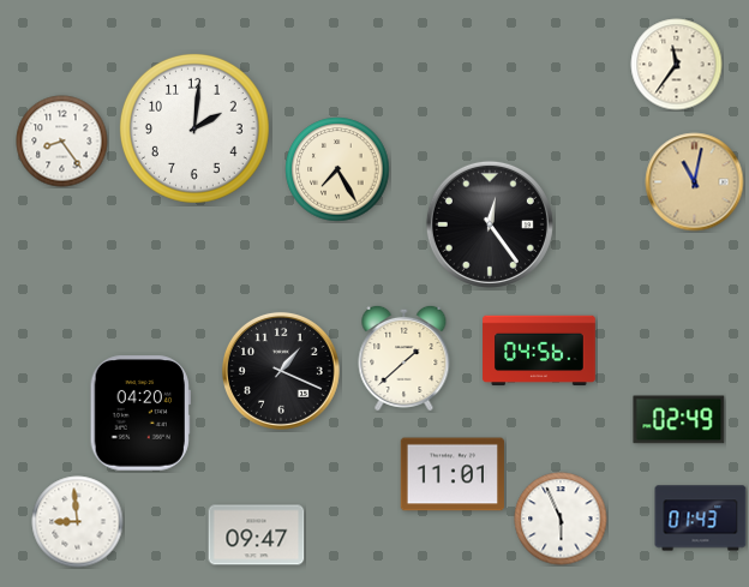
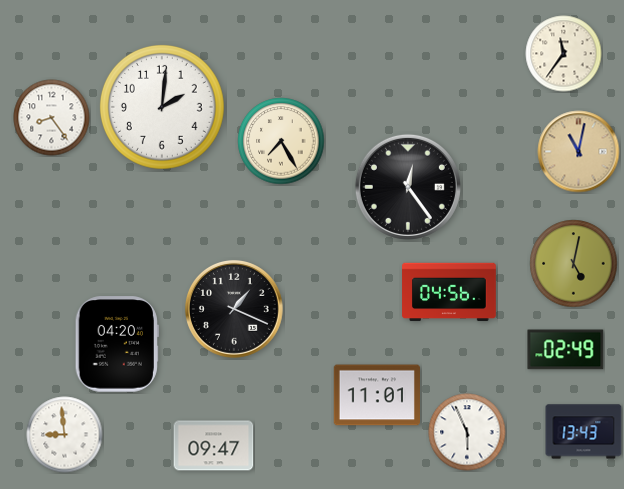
clock at (574, 264): none -> 5:02
clock at (405, 358): 1:38 -> none
clock at (701, 519): 01:43 -> 13:43
